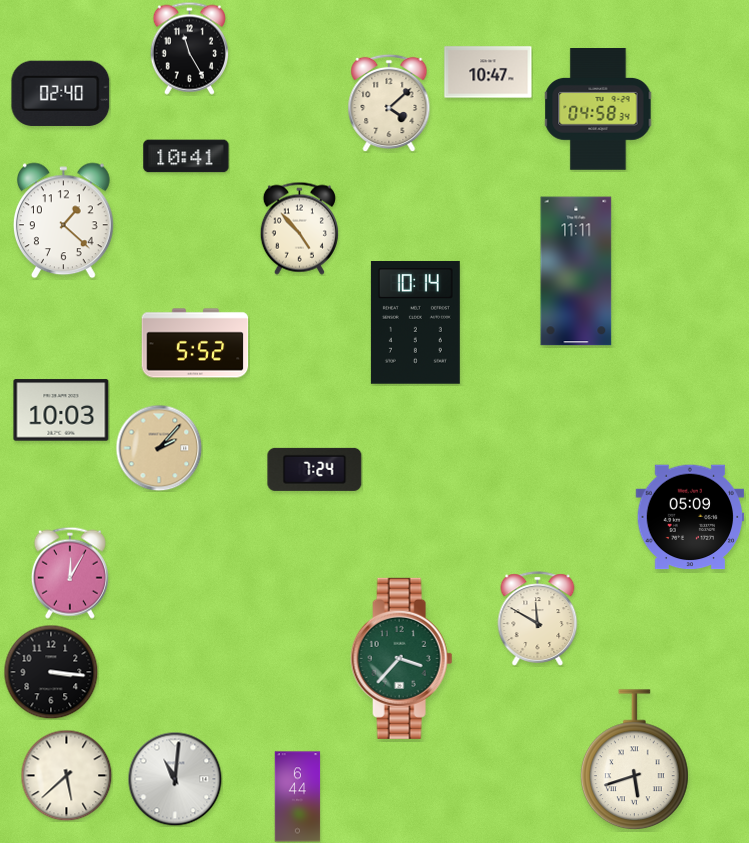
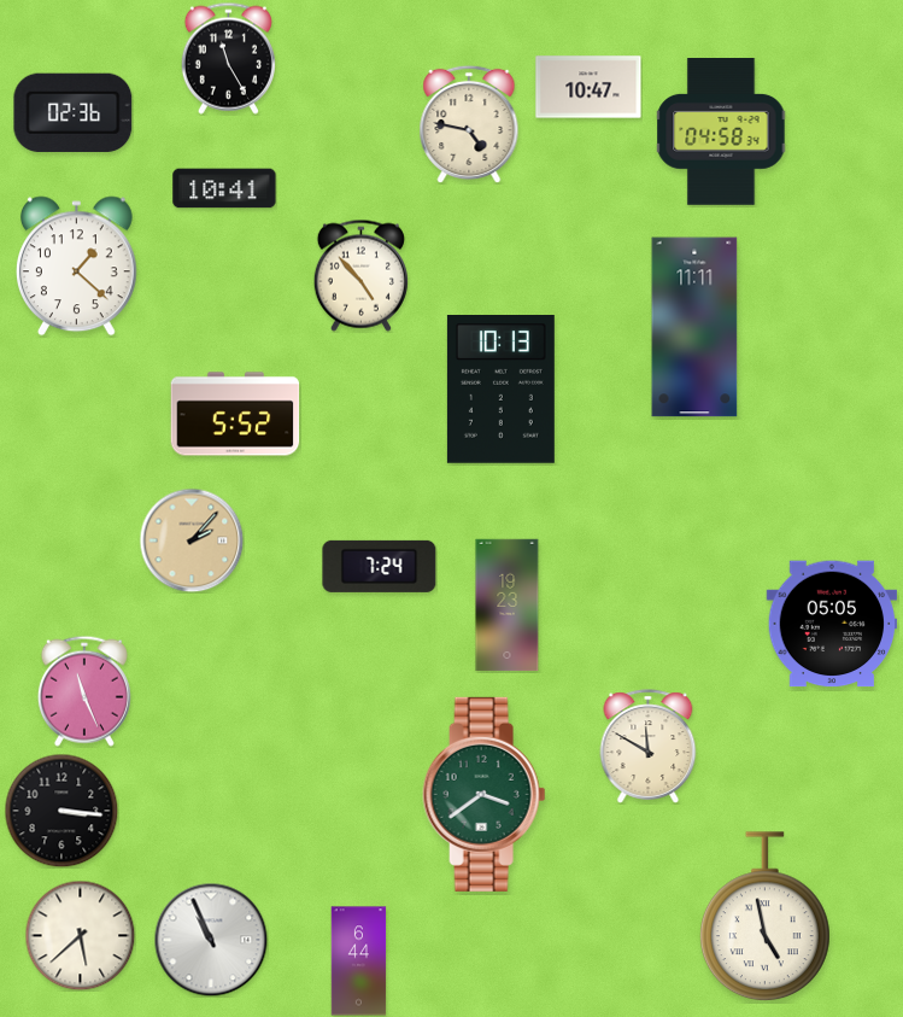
clock at (61, 93): 02:40 -> 02:36
clock at (389, 103): 4:08 -> 4:47
clock at (415, 323): 10:14 -> 10:13
clock at (61, 410): 10:03 -> none
clock at (508, 606): none -> 19:23
clock at (690, 517): 05:09 -> 05:05
clock at (70, 573): 12:05 -> 11:26
clock at (402, 658): 3:37 -> 3:39
clock at (634, 760): 5:42 -> 4:58
clock at (175, 779): 11:01 -> 10:56
